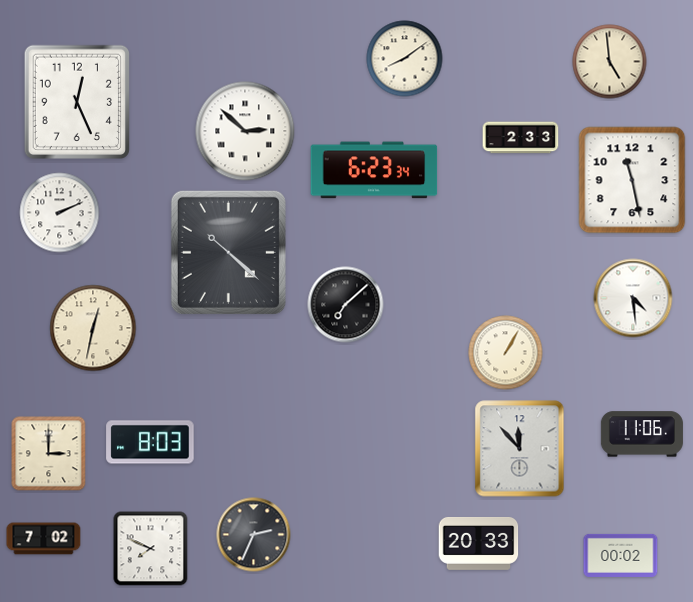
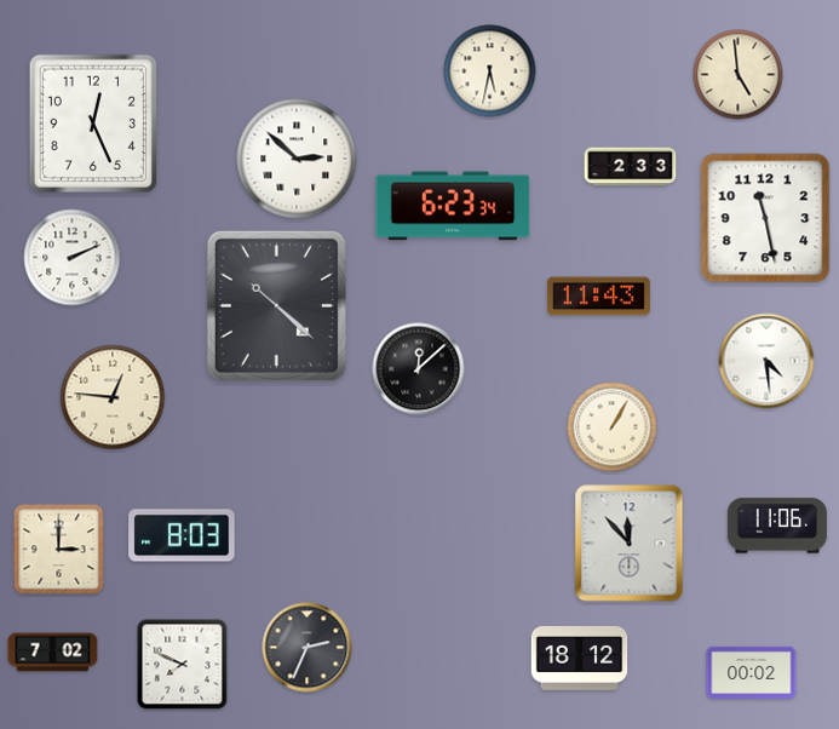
clock at (405, 59): 8:09 -> 5:32
clock at (598, 297): none -> 11:43
clock at (346, 305): 7:08 -> 12:08
clock at (93, 328): 12:32 -> 12:46
clock at (479, 543): 20:33 -> 18:12
